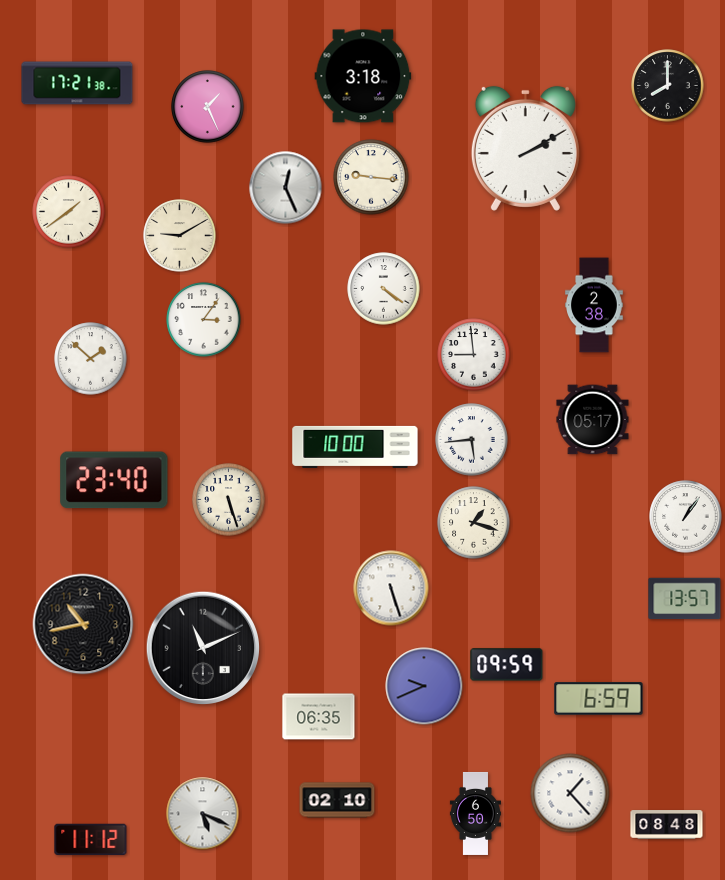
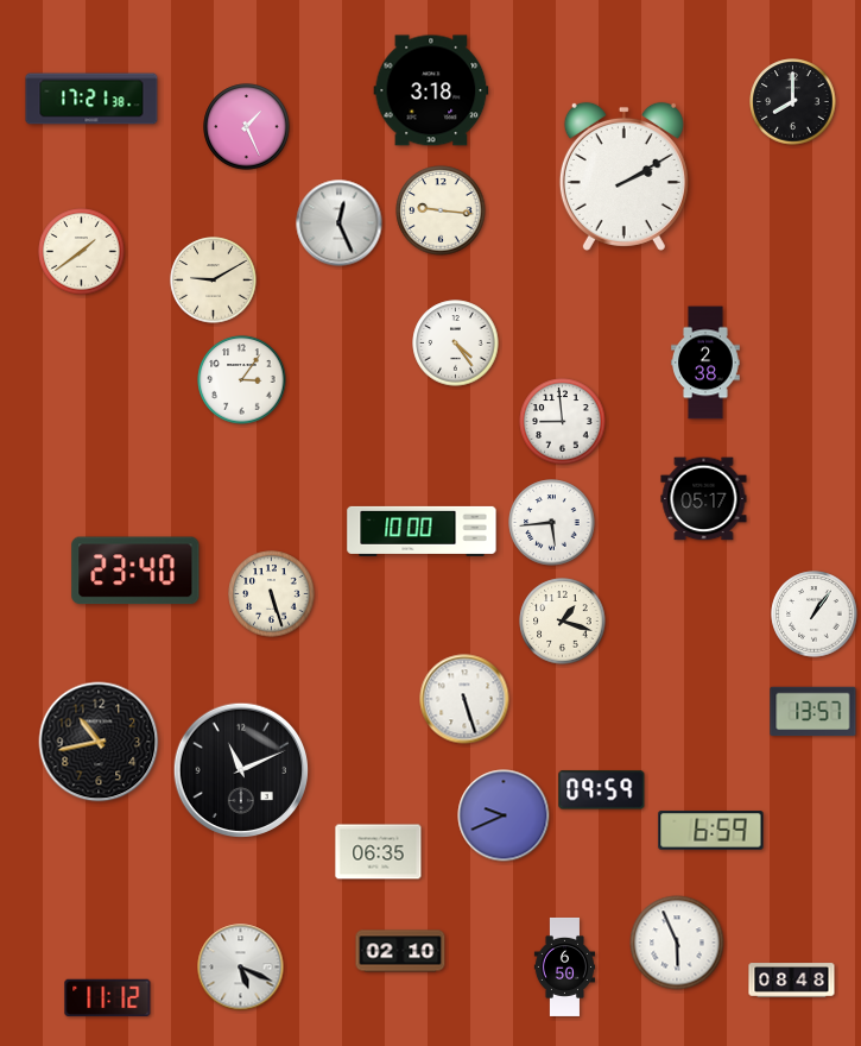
clock at (384, 289): 4:21 -> 4:24
clock at (91, 359): 1:52 -> none
clock at (472, 440) position: (472, 440) -> (552, 523)
clock at (570, 793): 1:23 -> 5:56
